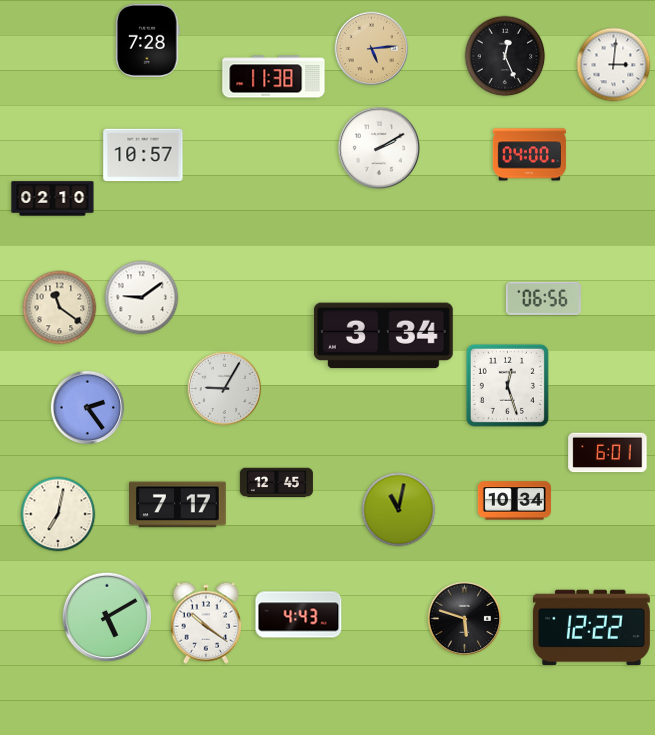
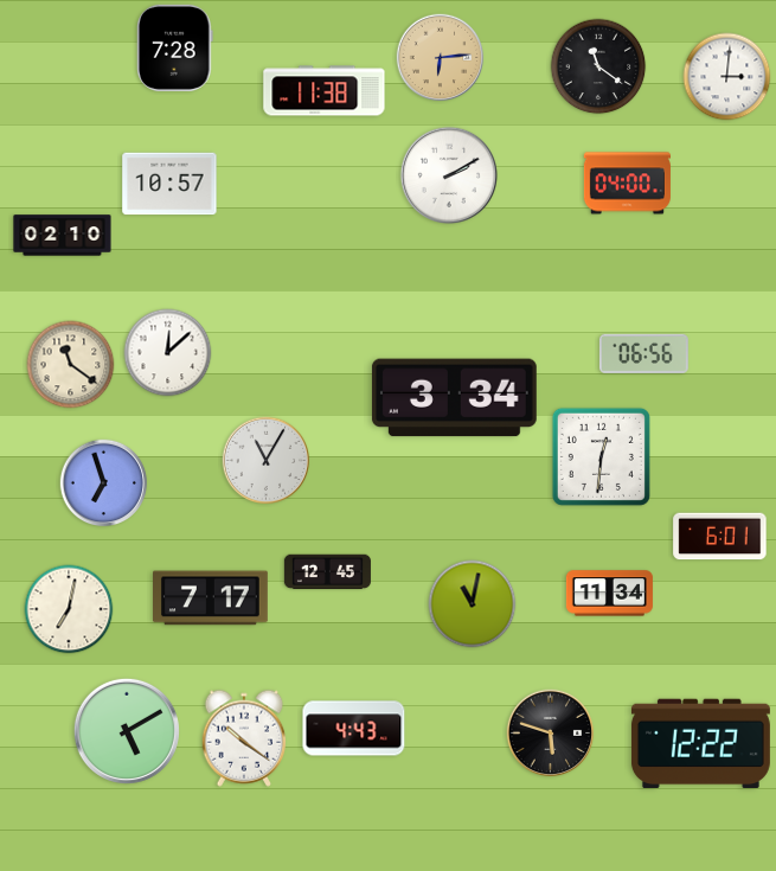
clock at (372, 49): 5:14 -> 6:14
clock at (505, 56): 12:26 -> 11:21
clock at (142, 298): 9:09 -> 12:08
clock at (507, 385): 12:27 -> 12:31
clock at (225, 389): 9:05 -> 11:05
clock at (88, 408): 2:24 -> 6:57
clock at (514, 501): 10:34 -> 11:34
